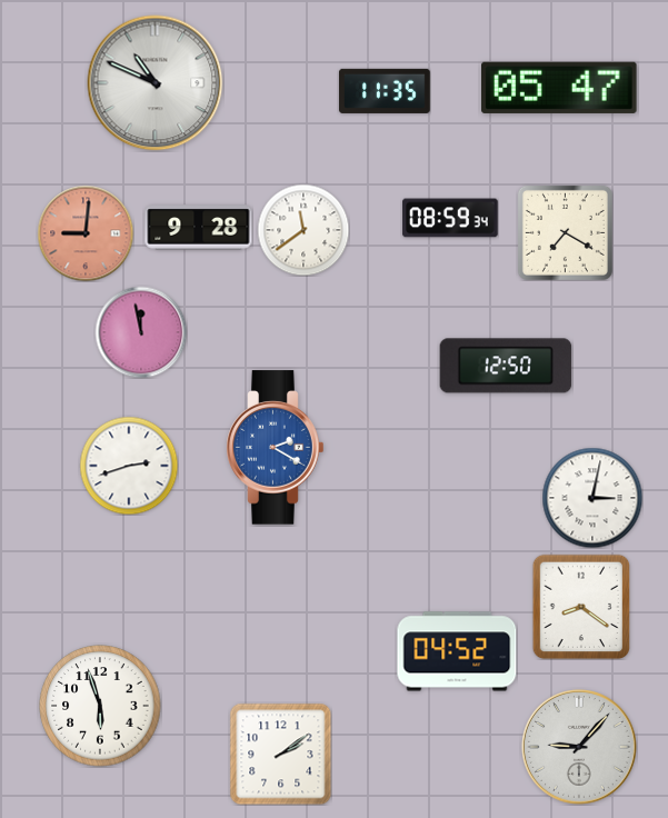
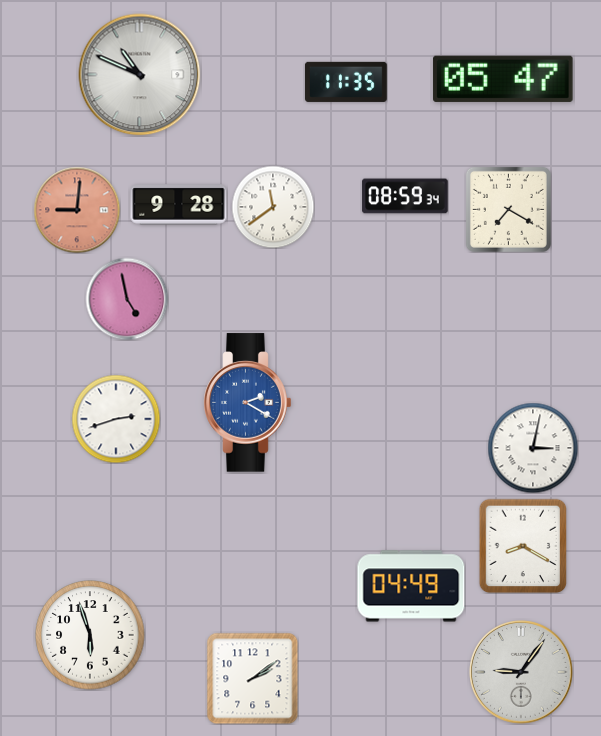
clock at (141, 332): 11:58 -> 4:58
clock at (506, 366): 12:50 -> none
clock at (581, 607): 8:21 -> 8:20
clock at (457, 651): 04:52 -> 04:49
clock at (579, 747): 9:07 -> 9:06
